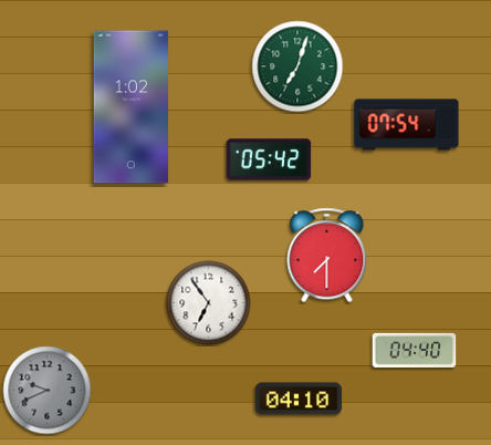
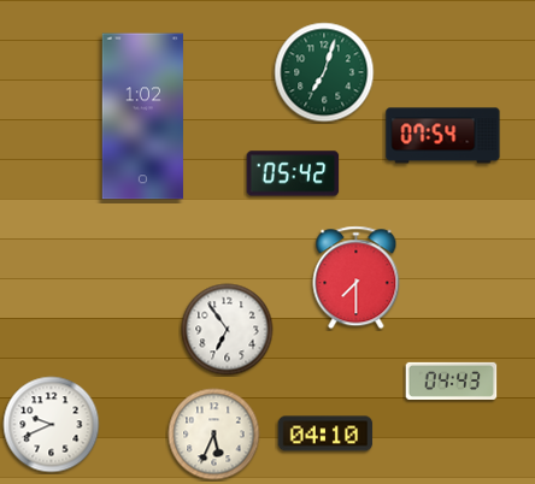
clock at (415, 350): 04:40 -> 04:43
clock at (48, 391) dial: grey -> white
clock at (214, 435): none -> 5:34
